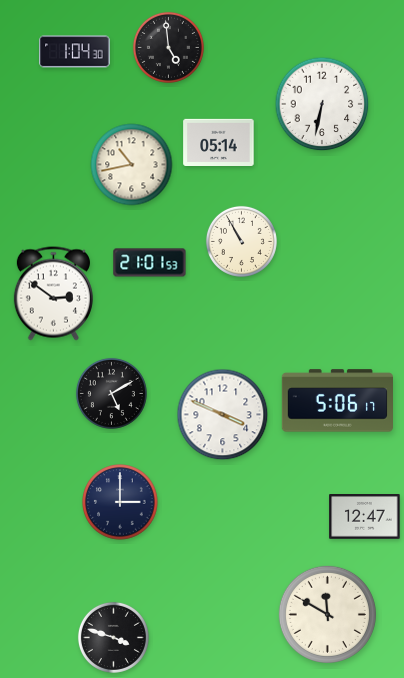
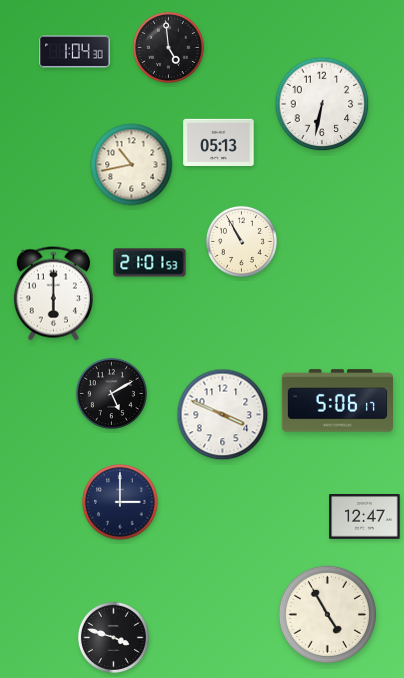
clock at (219, 142): 05:14 -> 05:13
clock at (53, 294): 2:51 -> 6:00
clock at (327, 614): 11:50 -> 4:55
